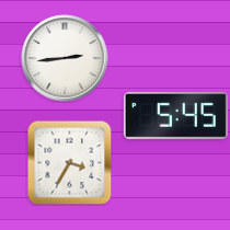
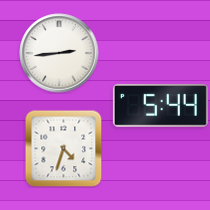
clock at (175, 116): 5:45 -> 5:44
clock at (69, 162): 3:35 -> 4:33
